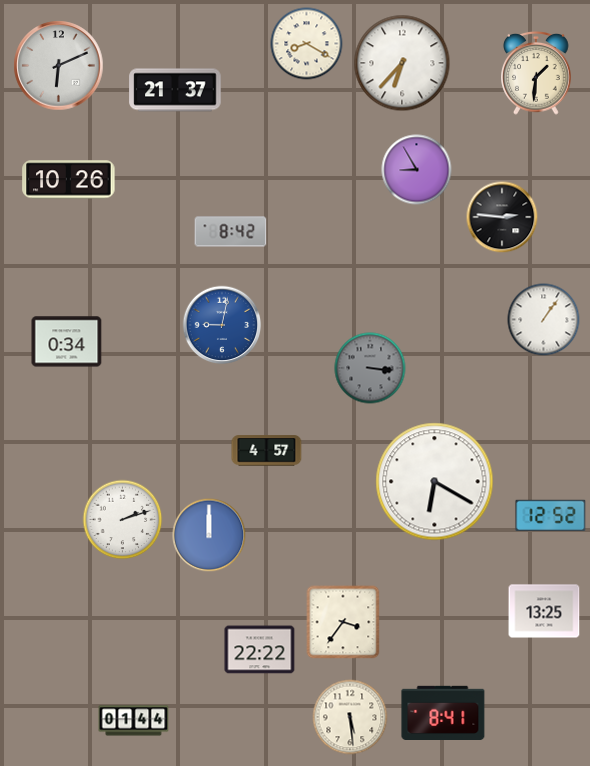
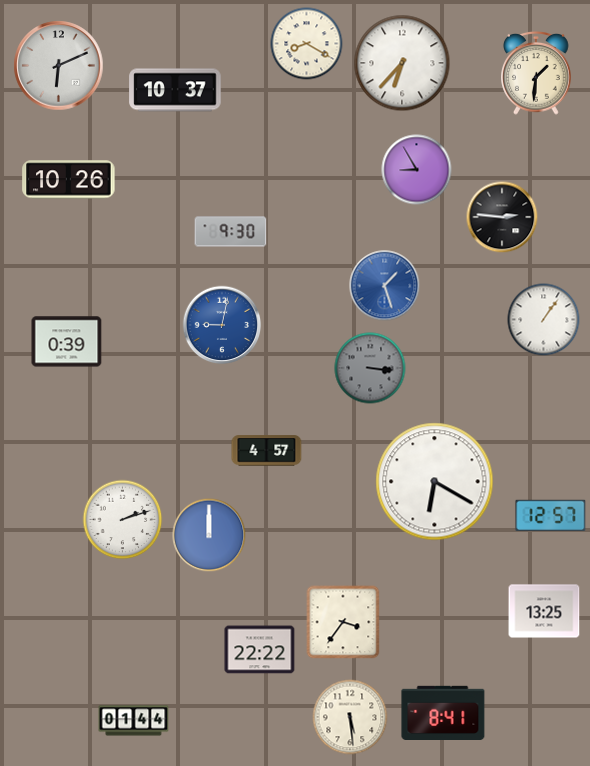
clock at (175, 90): 21:37 -> 10:37
clock at (231, 232): 8:42 -> 9:30
clock at (385, 286): none -> 1:27
clock at (67, 342): 0:34 -> 0:39
clock at (551, 515): 12:52 -> 12:57
